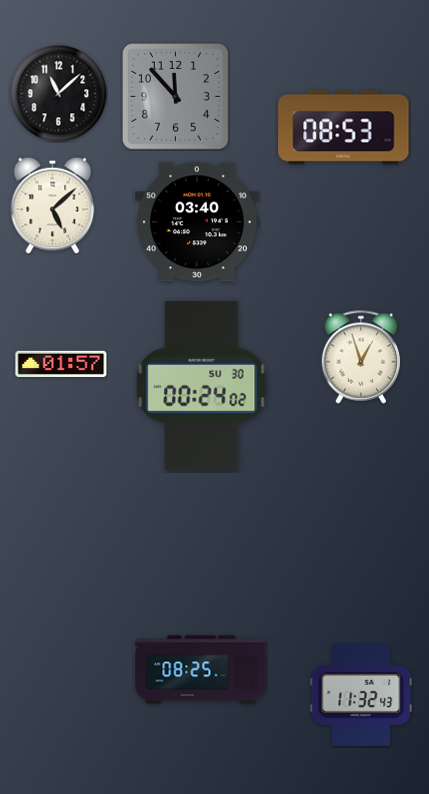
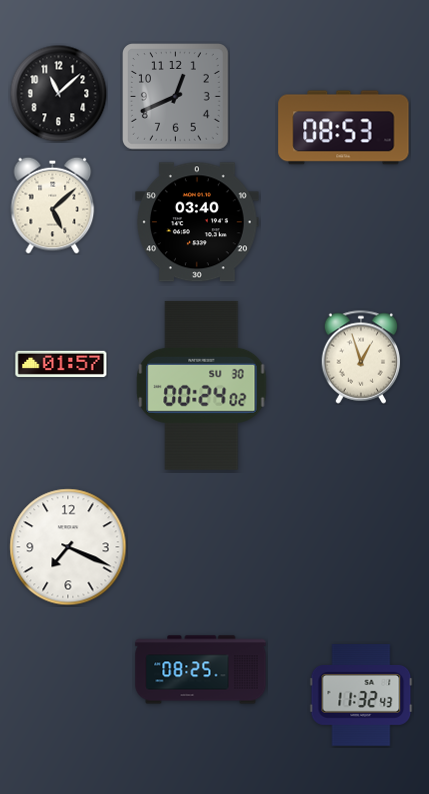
clock at (176, 97): 11:53 -> 12:41
clock at (68, 547): none -> 7:19
